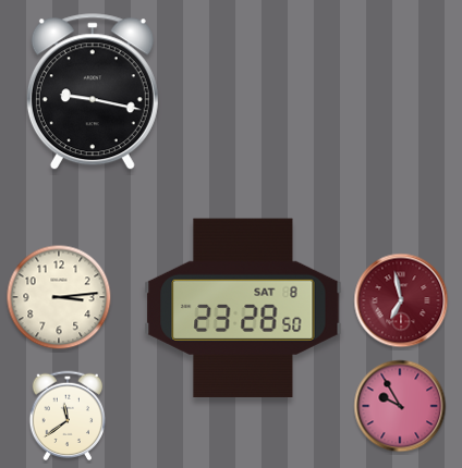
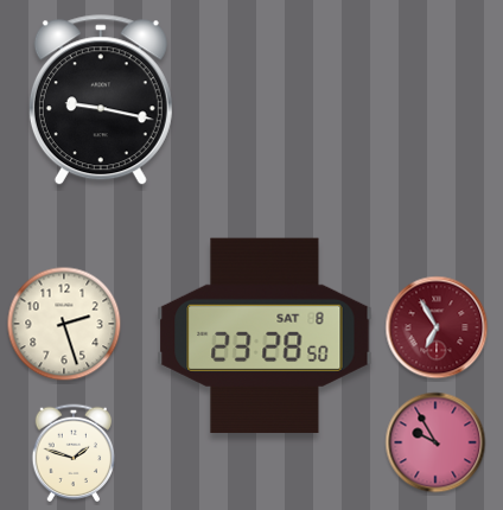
clock at (59, 297): 3:14 -> 2:27
clock at (401, 300): 6:58 -> 6:55
clock at (68, 416): 11:39 -> 1:48
